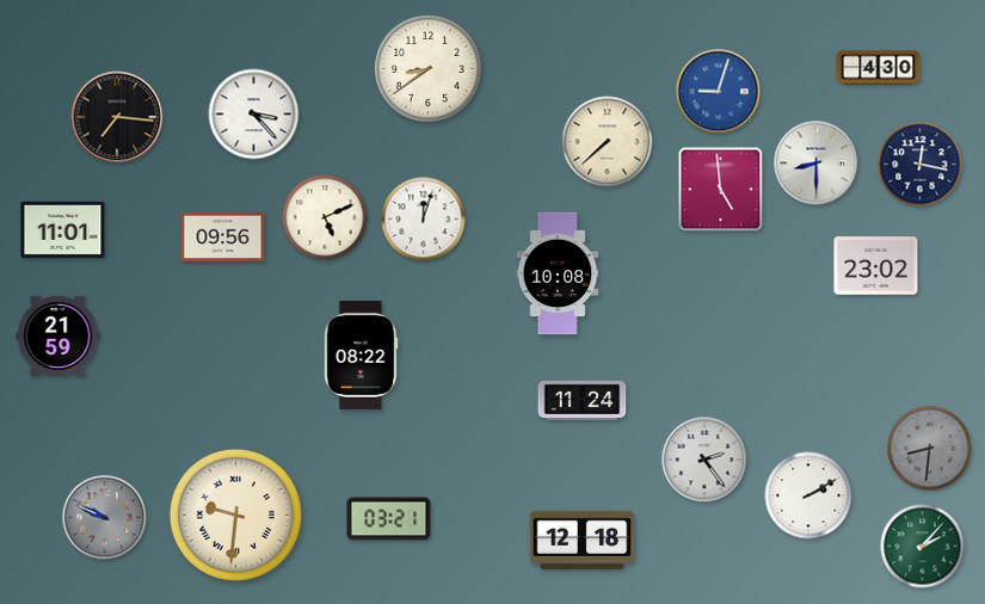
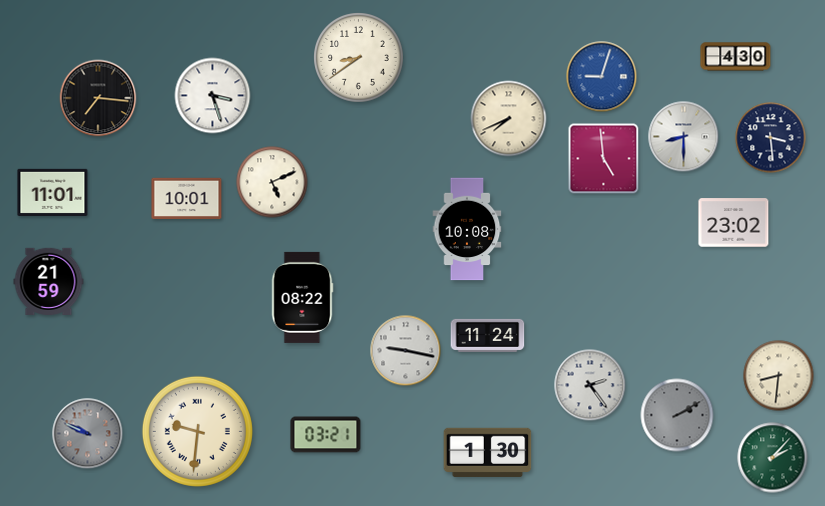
clock at (254, 115): 3:23 -> 3:27
clock at (608, 142): 7:38 -> 7:41
clock at (921, 165): 12:17 -> 3:29
clock at (424, 220): 12:03 -> none
clock at (223, 238): 09:56 -> 10:01
clock at (406, 351): none -> 9:17
clock at (930, 449) dial: grey -> cream
clock at (808, 495) dial: white -> grey
clock at (583, 540): 12:18 -> 1:30
